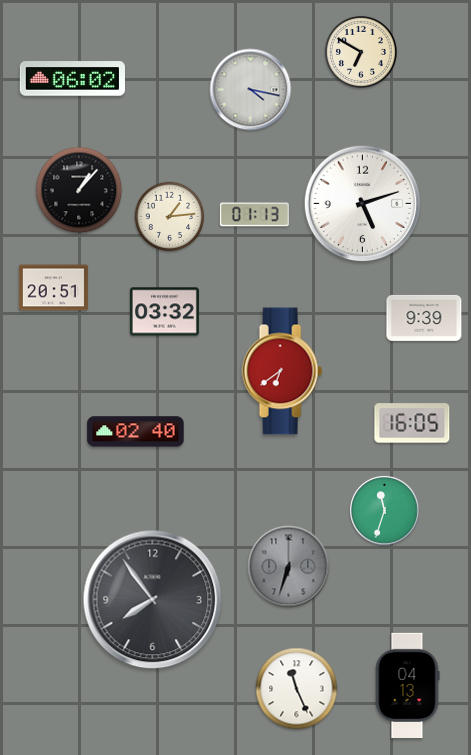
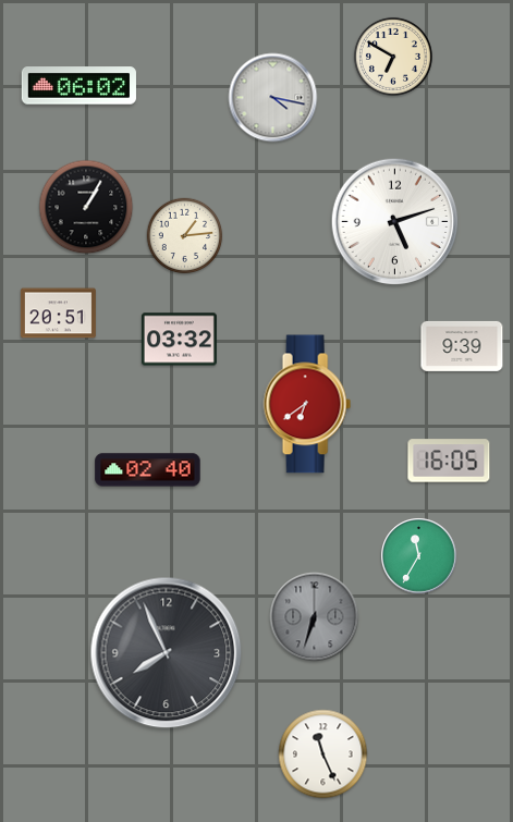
clock at (79, 190): 1:07 -> 1:05
clock at (254, 215): 01:13 -> none
clock at (385, 511): 11:33 -> 11:35
clock at (153, 600): 7:54 -> 7:56
clock at (407, 685): 04:13 -> none
clock at (297, 689) position: (297, 689) -> (323, 754)
